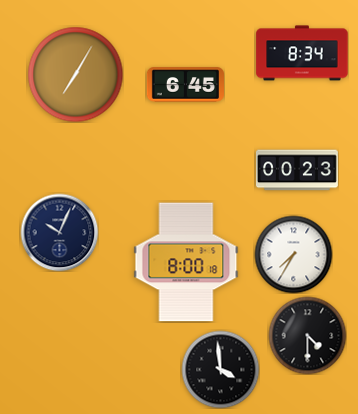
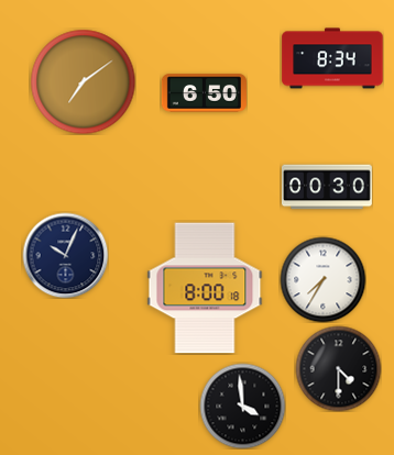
clock at (75, 74): 7:05 -> 7:09
clock at (185, 85): 6:45 -> 6:50
clock at (297, 170): 00:23 -> 00:30
